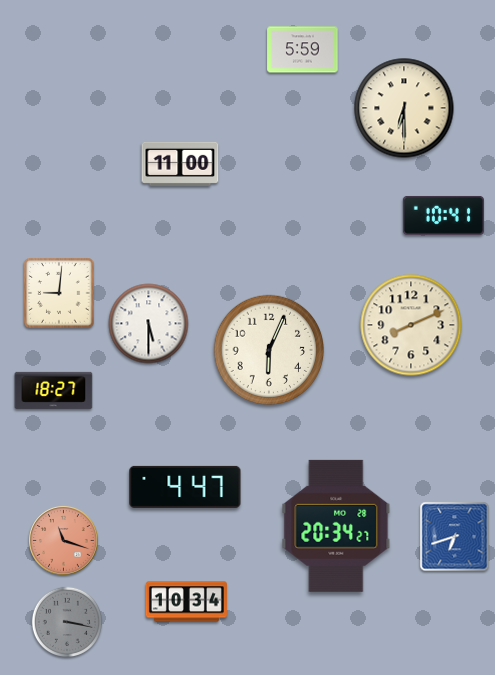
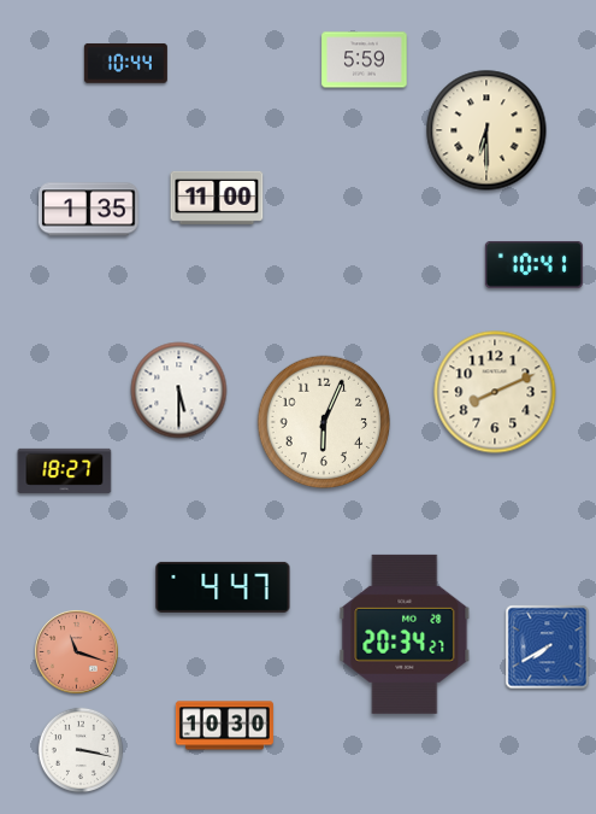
clock at (125, 63): none -> 10:44
clock at (89, 210): none -> 1:35
clock at (443, 215) position: (443, 215) -> (533, 264)
clock at (59, 293): 9:01 -> none
clock at (455, 537): 6:42 -> 7:40
clock at (186, 602): 10:34 -> 10:30
clock at (66, 621) dial: grey -> white
